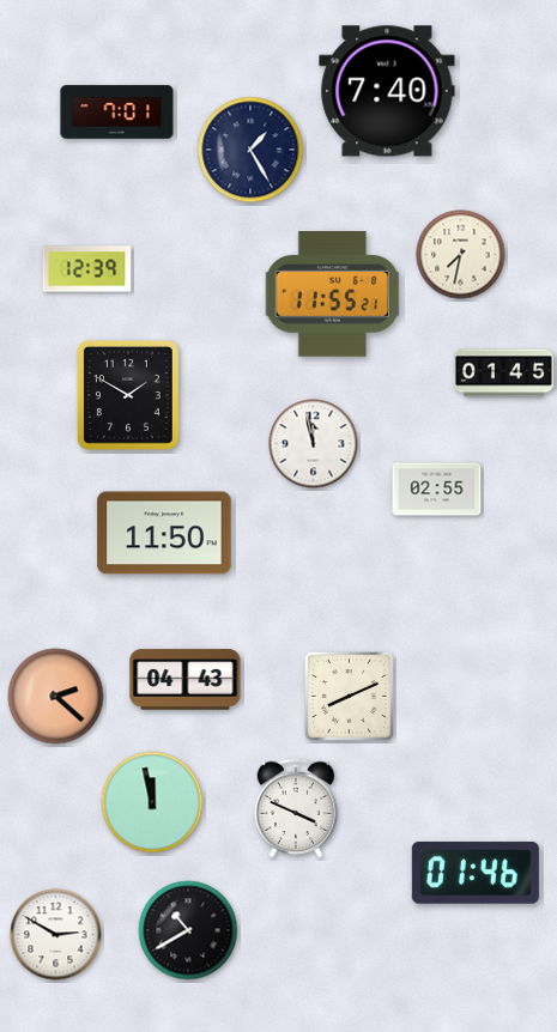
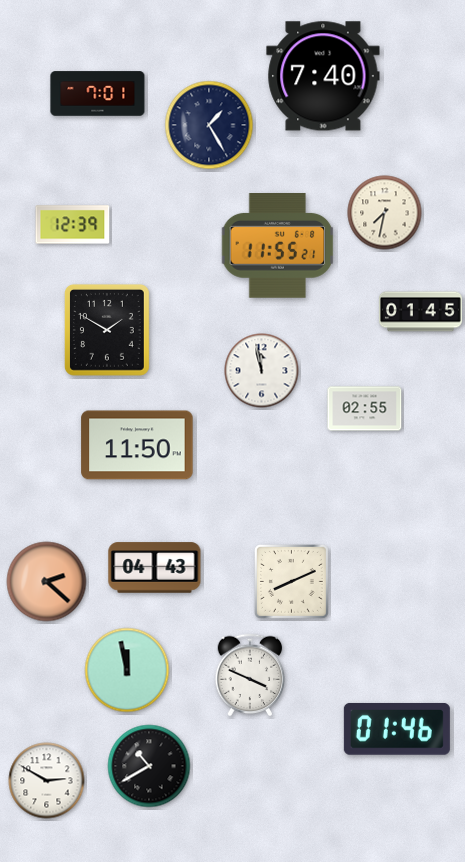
clock at (296, 808) position: (296, 808) -> (250, 675)
clock at (188, 930) position: (188, 930) -> (149, 766)
